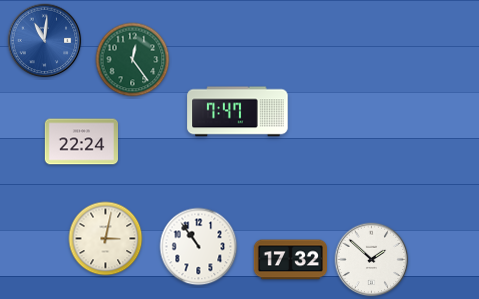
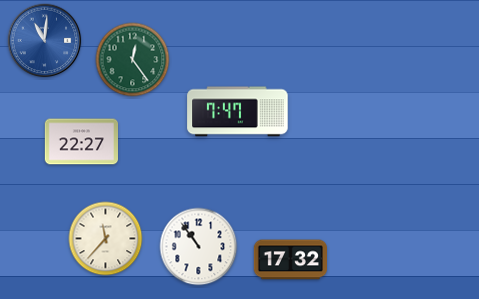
clock at (81, 142): 22:24 -> 22:27
clock at (106, 239): 3:02 -> 11:37
clock at (372, 260): 1:52 -> none
